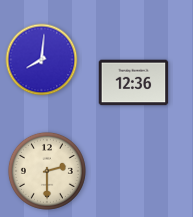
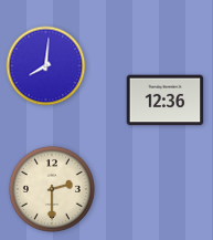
clock at (134, 83) position: (134, 83) -> (166, 101)
